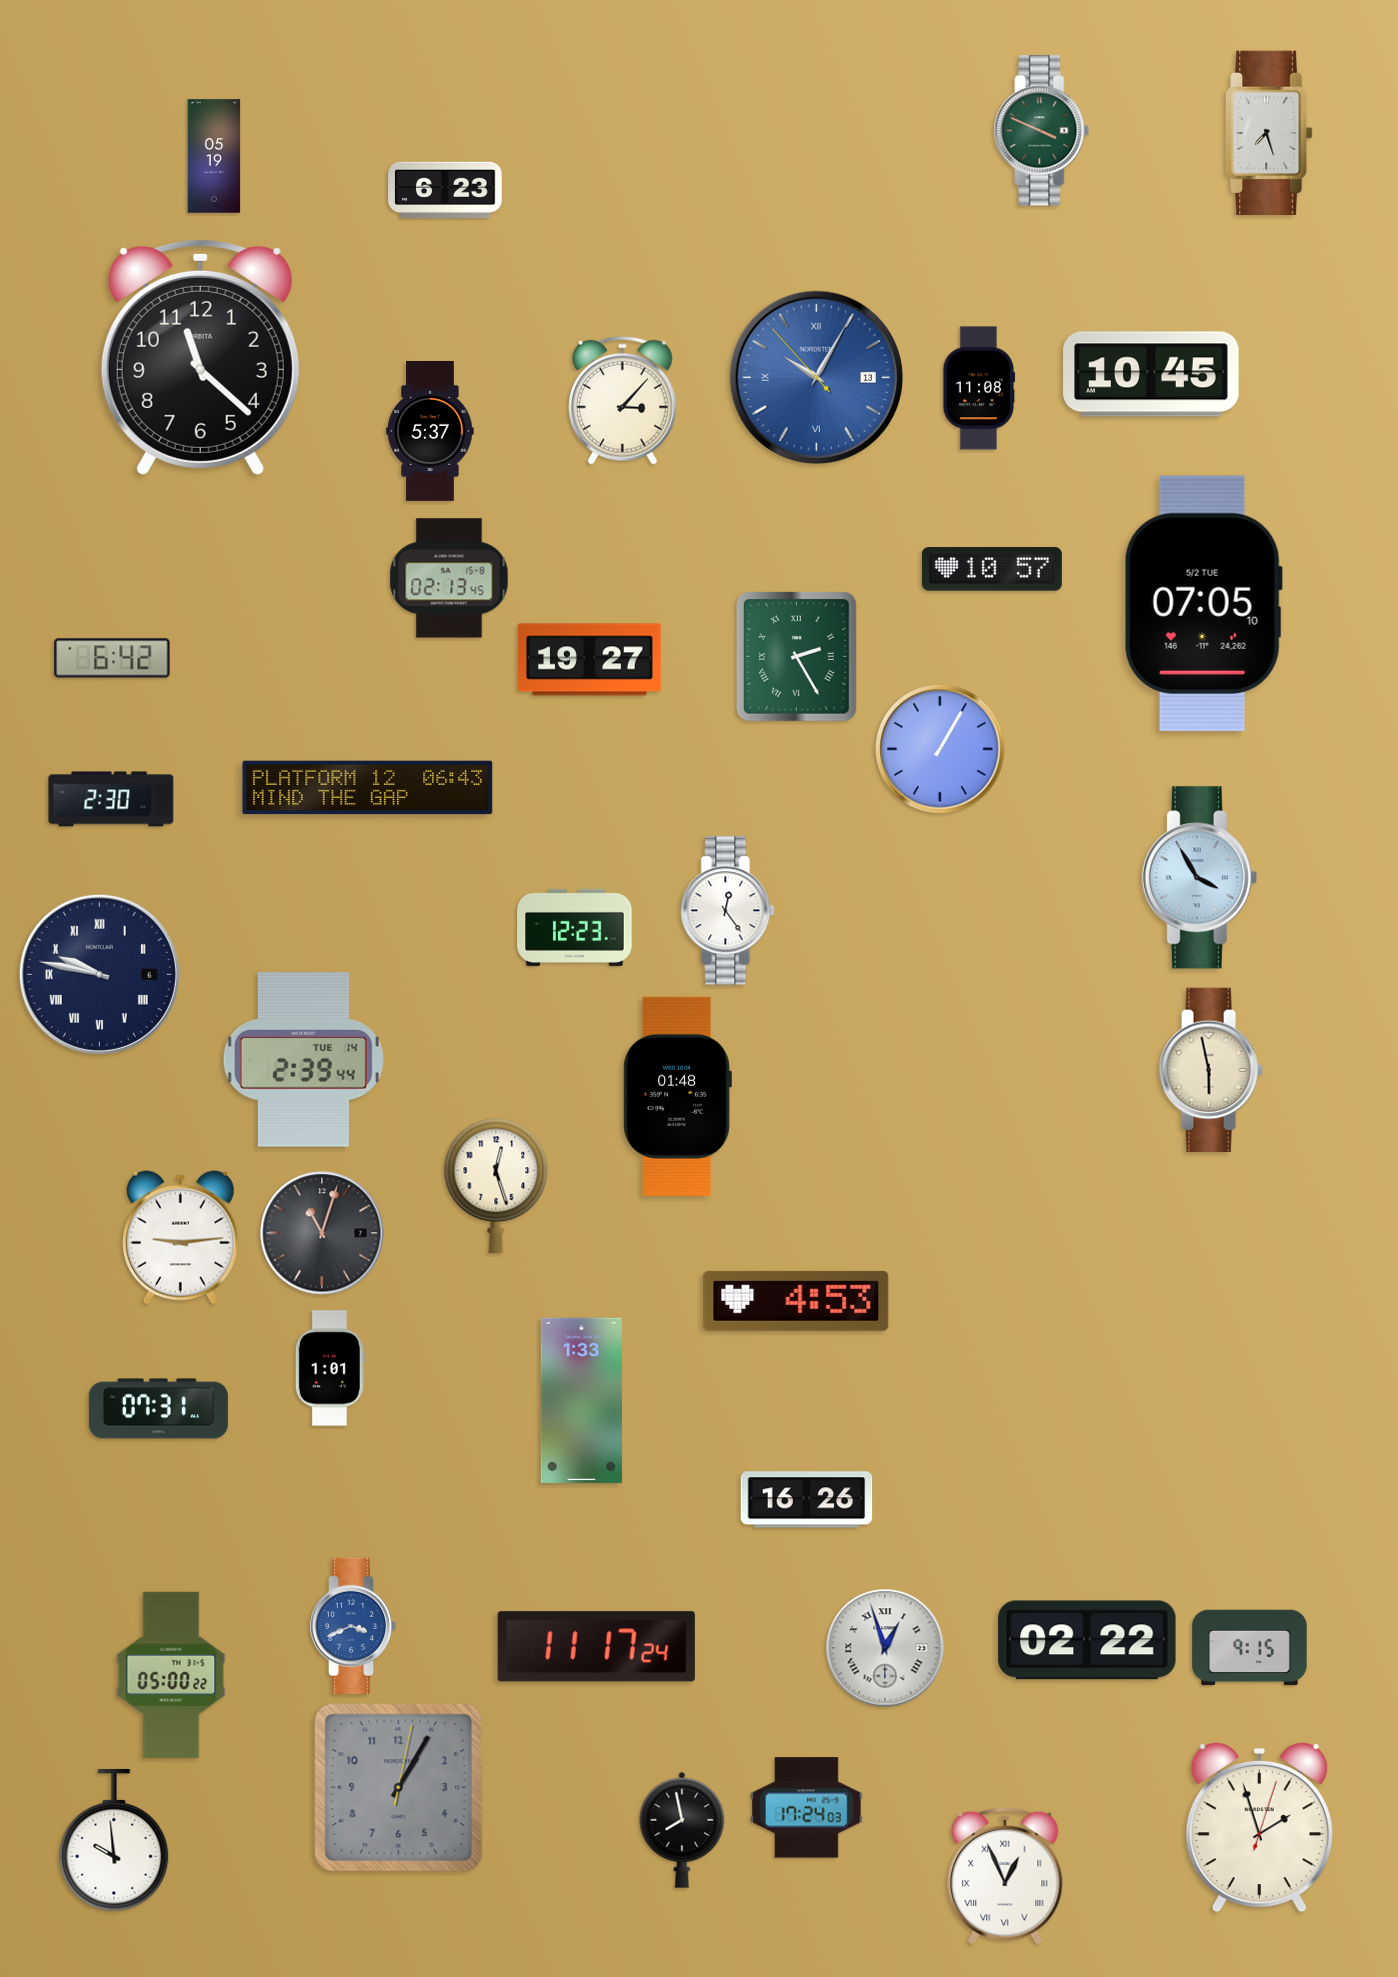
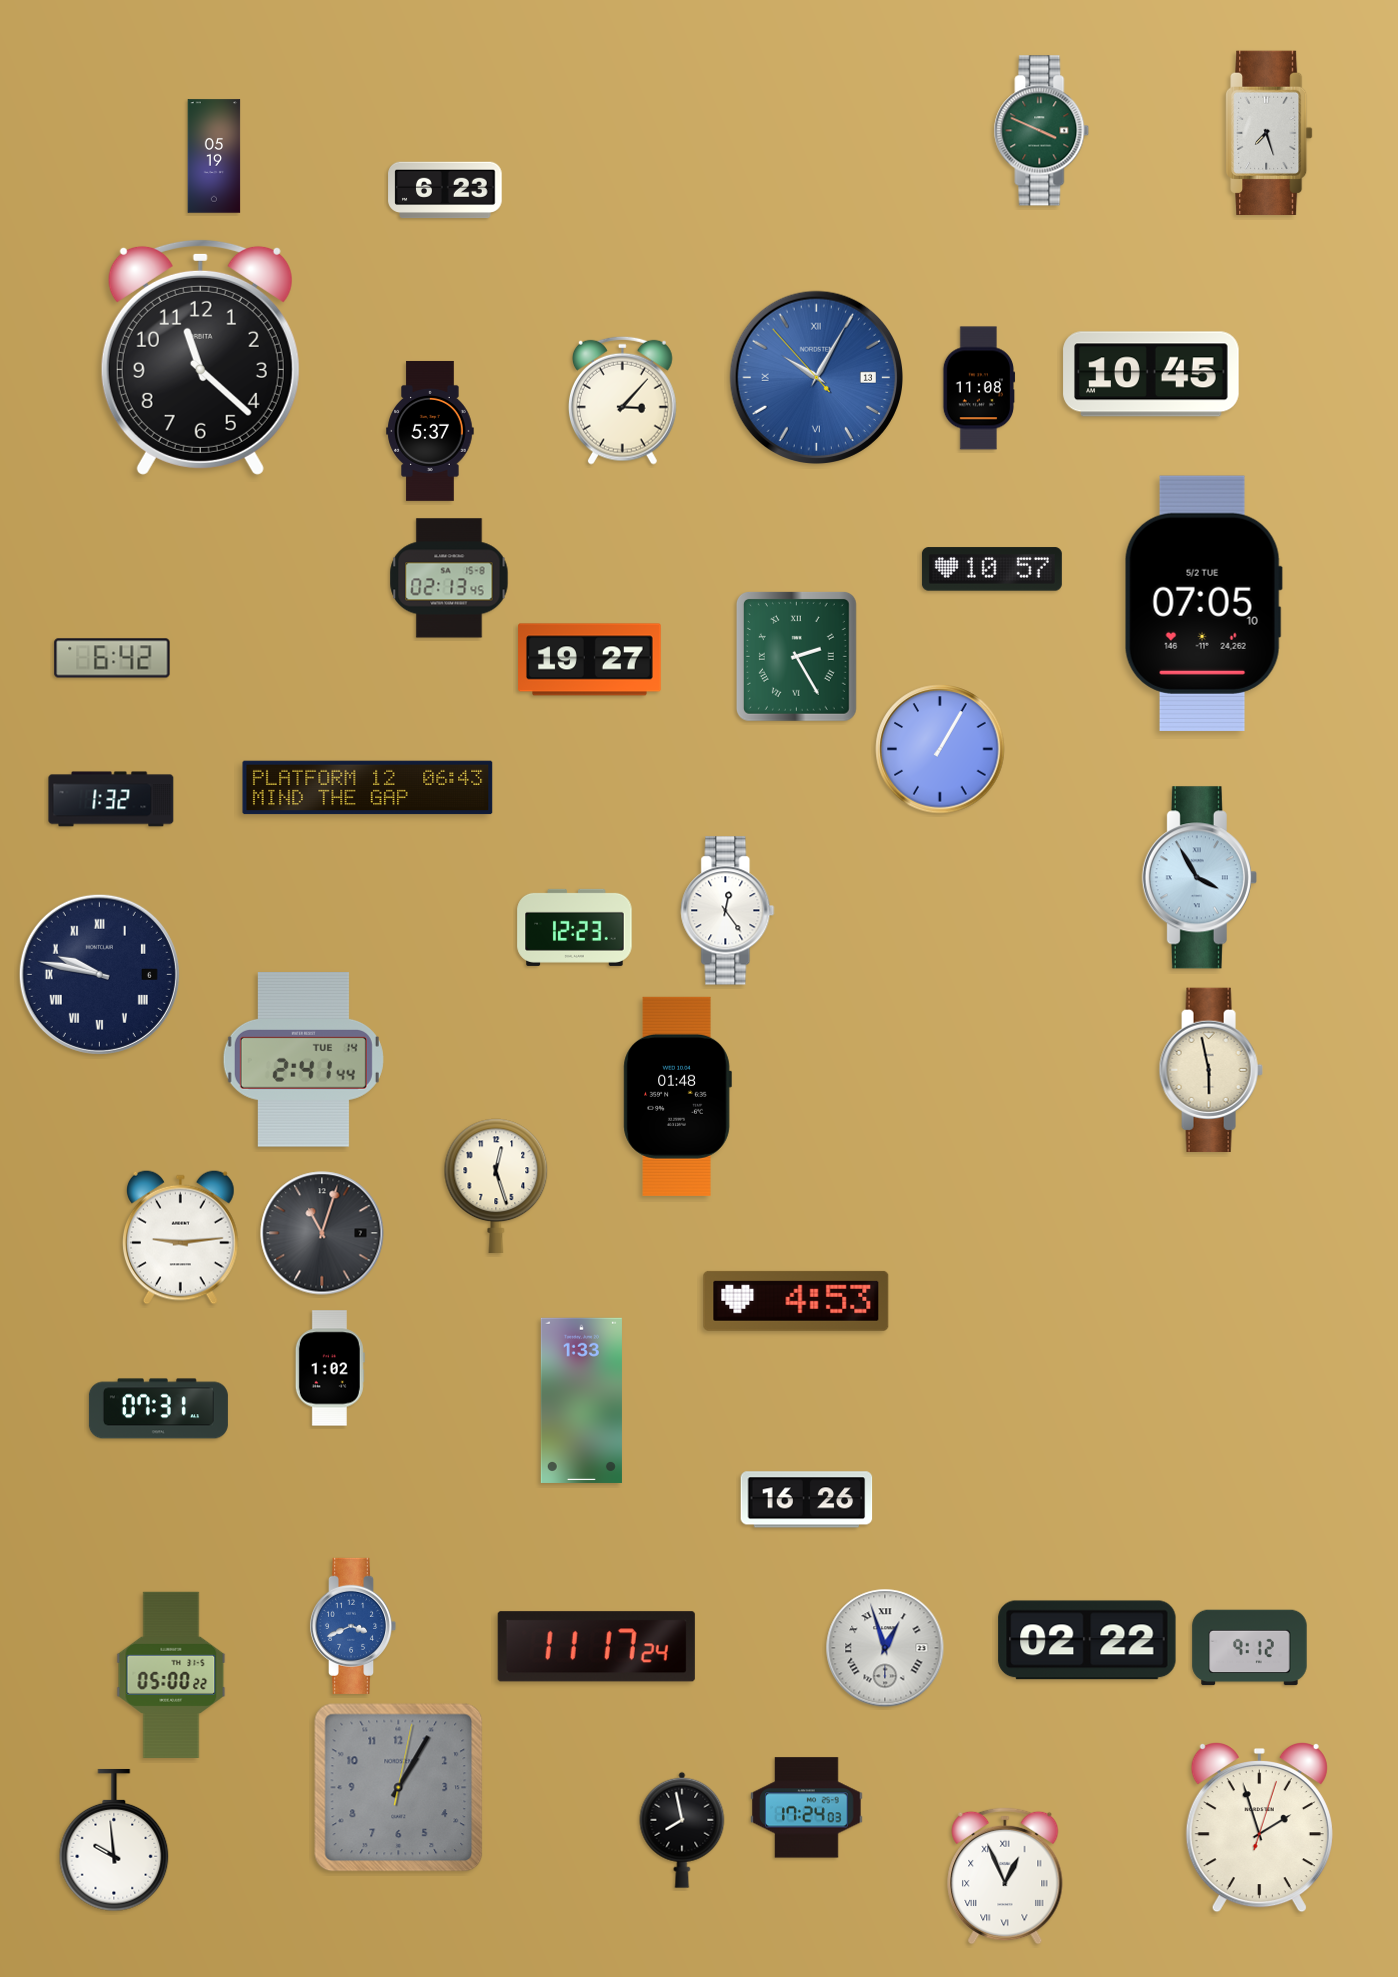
clock at (111, 799): 2:30 -> 1:32
clock at (303, 1060): 2:39 -> 2:41
clock at (330, 1368): 1:01 -> 1:02
clock at (1250, 1648): 9:15 -> 9:12
